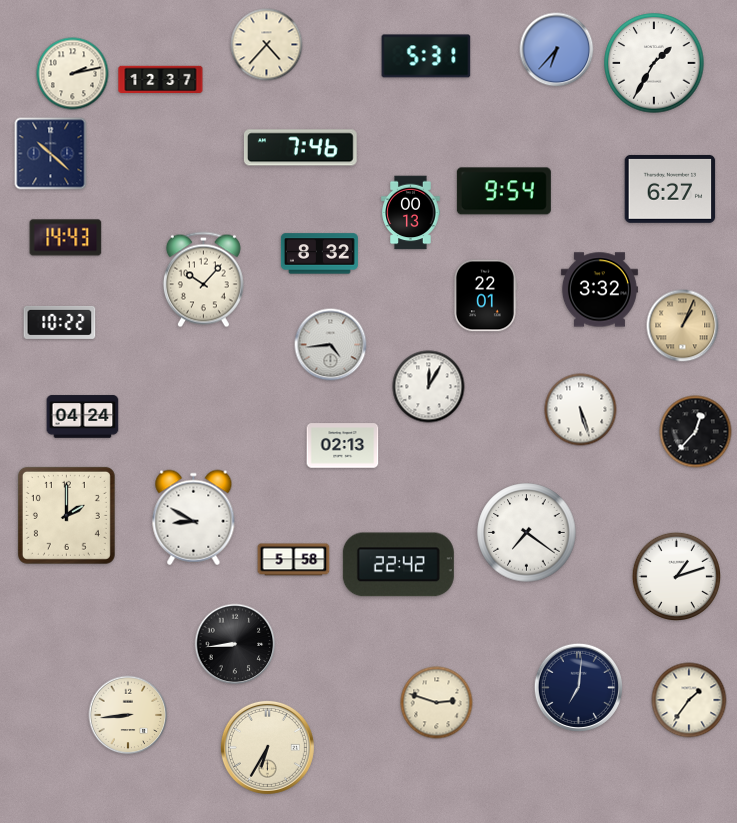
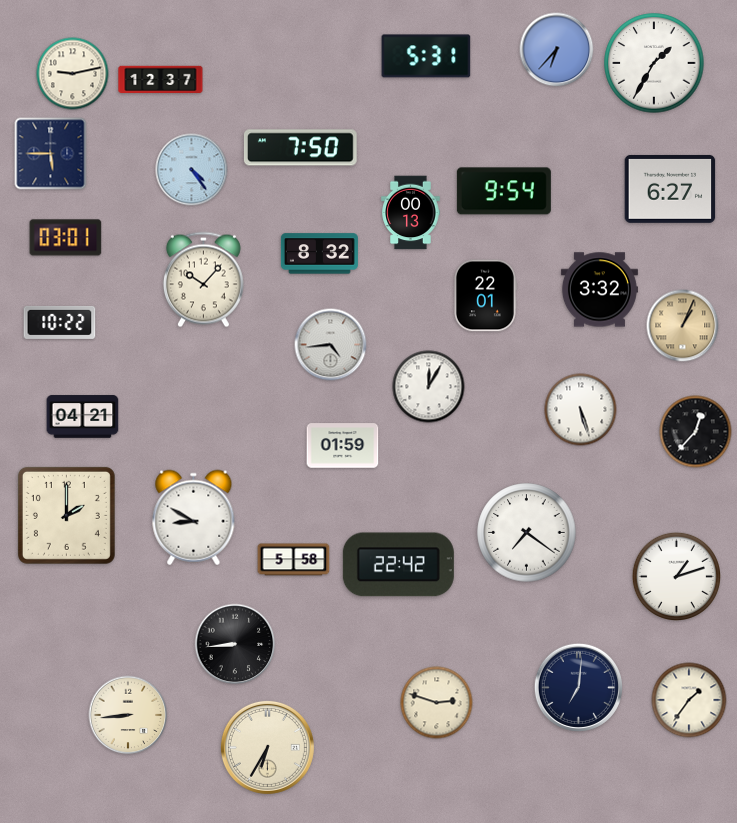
clock at (267, 45): 4:37 -> none
clock at (73, 74): 2:13 -> 9:13
clock at (300, 148): 7:46 -> 7:50
clock at (51, 154): 10:22 -> 5:45
clock at (192, 170): none -> 4:24
clock at (66, 238): 14:43 -> 03:01
clock at (83, 417): 04:24 -> 04:21
clock at (343, 446): 02:13 -> 01:59
